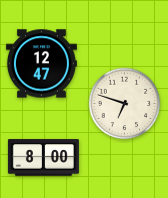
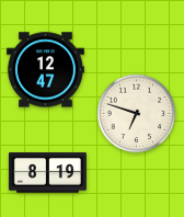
clock at (43, 158): 8:00 -> 8:19
